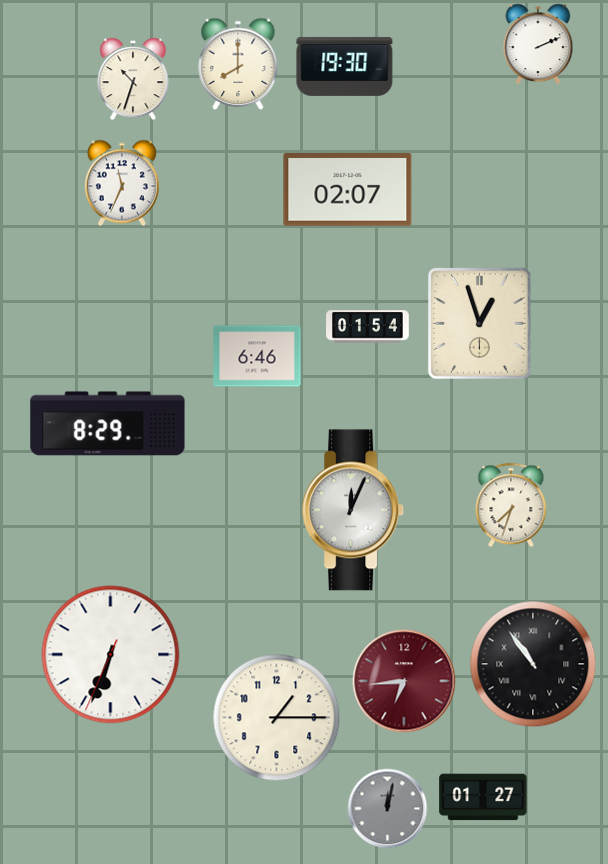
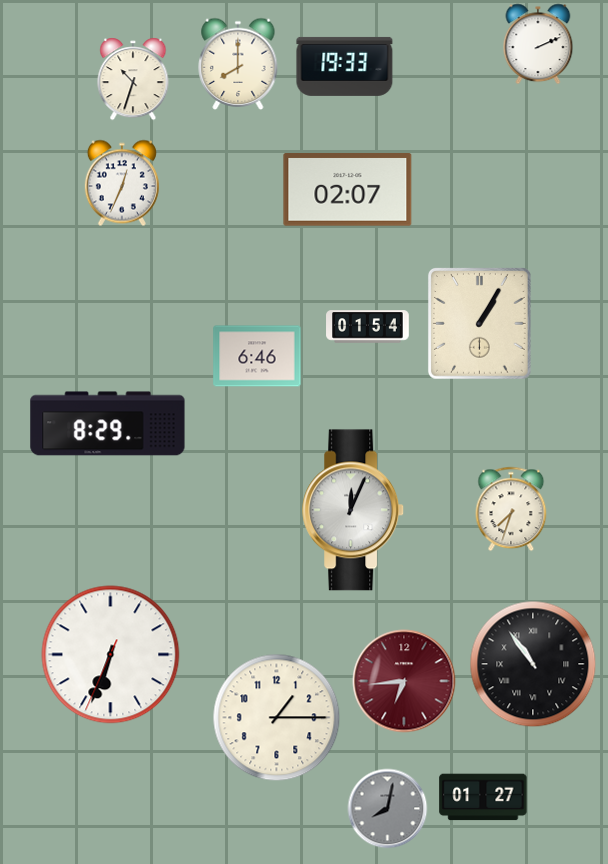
clock at (345, 66): 19:30 -> 19:33
clock at (122, 183): 11:34 -> 12:34
clock at (479, 324): 12:57 -> 1:05
clock at (511, 505) position: (511, 505) -> (511, 509)
clock at (388, 809): 12:02 -> 8:02
